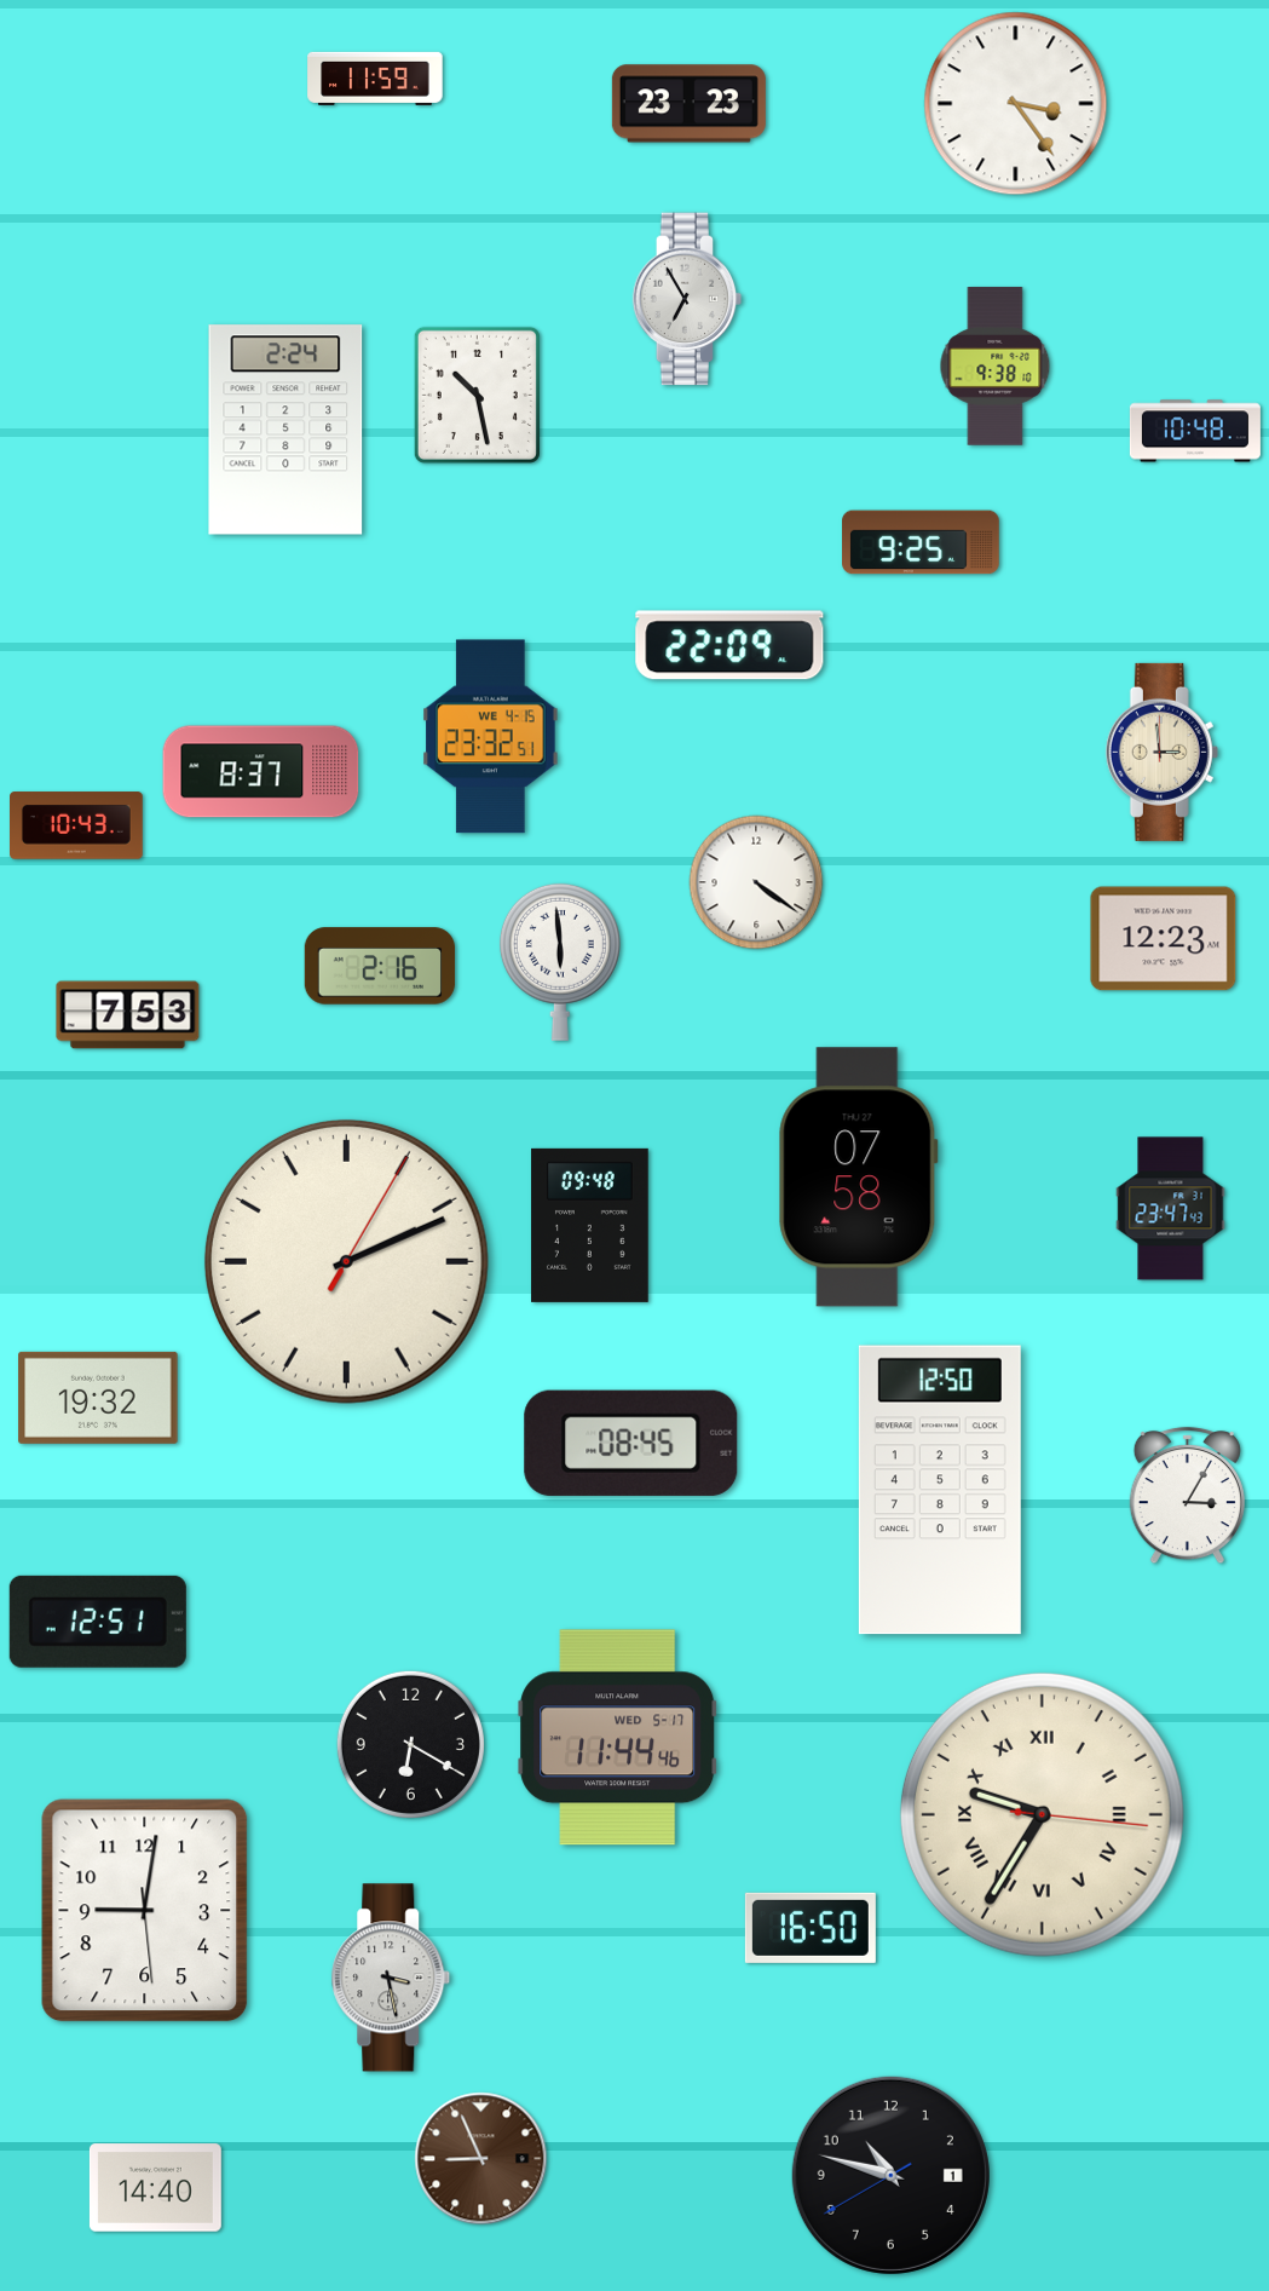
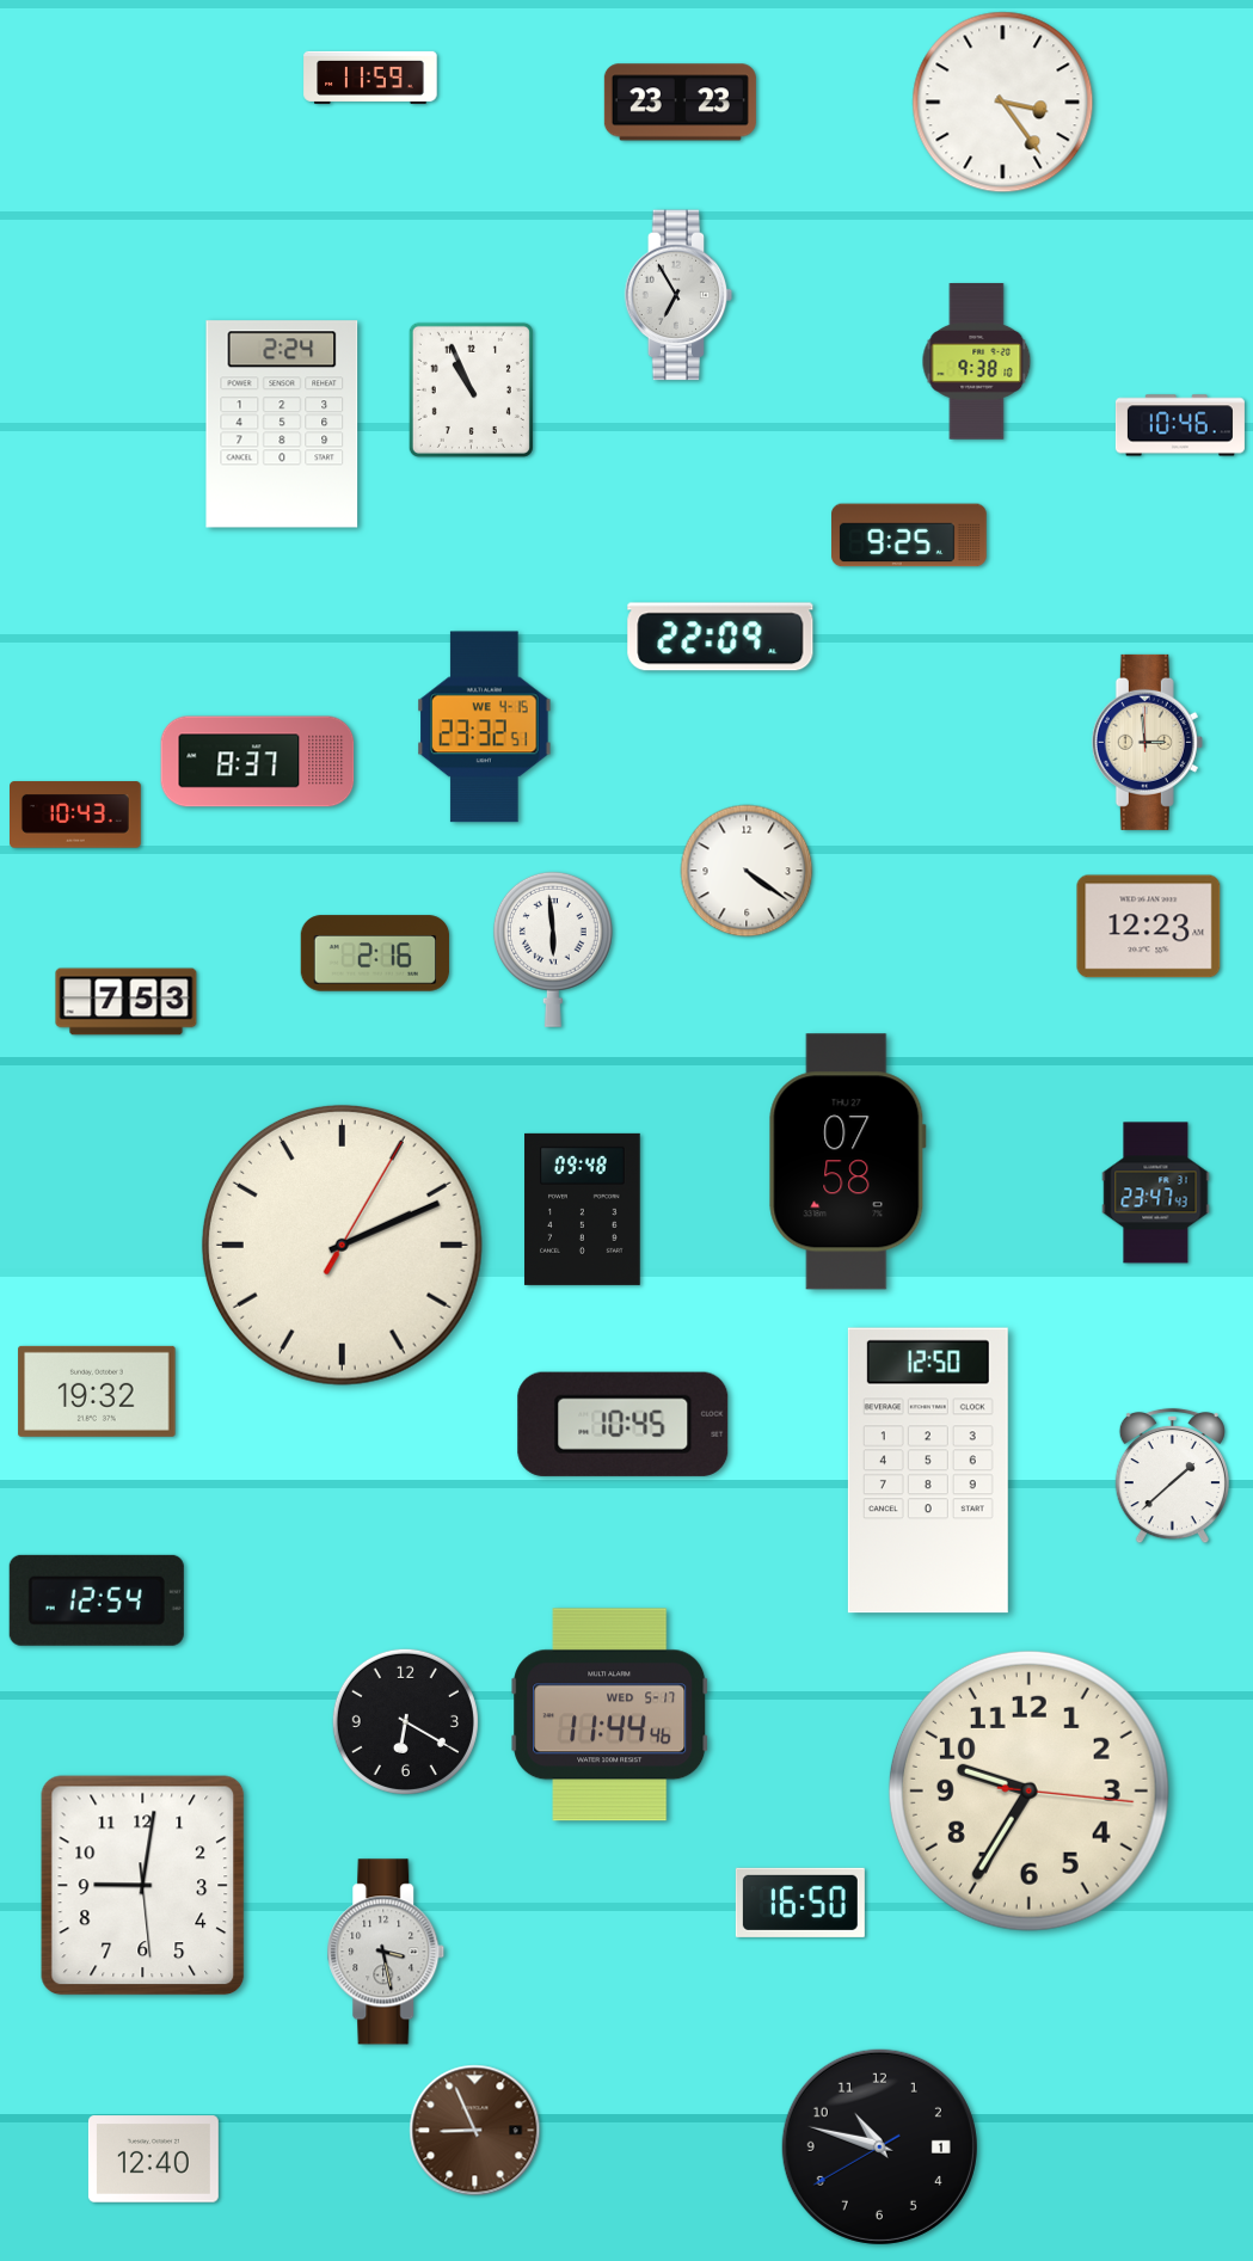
clock at (996, 367) position: (996, 367) -> (977, 362)
clock at (477, 395): 10:28 -> 10:56
clock at (1195, 431): 10:48 -> 10:46
clock at (98, 1398) position: (98, 1398) -> (97, 1391)
clock at (631, 1443): 08:45 -> 10:45
clock at (1187, 1496): 3:05 -> 1:38
clock at (98, 1622): 12:51 -> 12:54
clock at (1042, 1814) numerals: Roman -> Arabic
clock at (155, 2188): 14:40 -> 12:40
